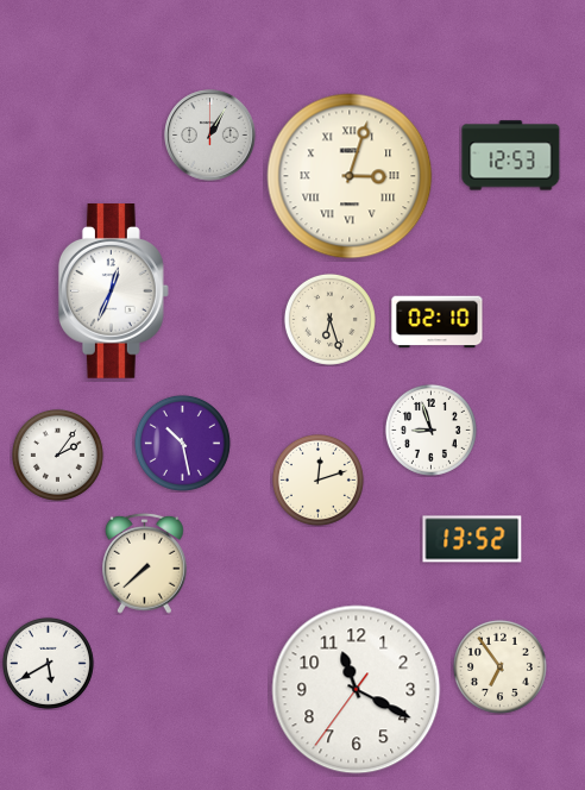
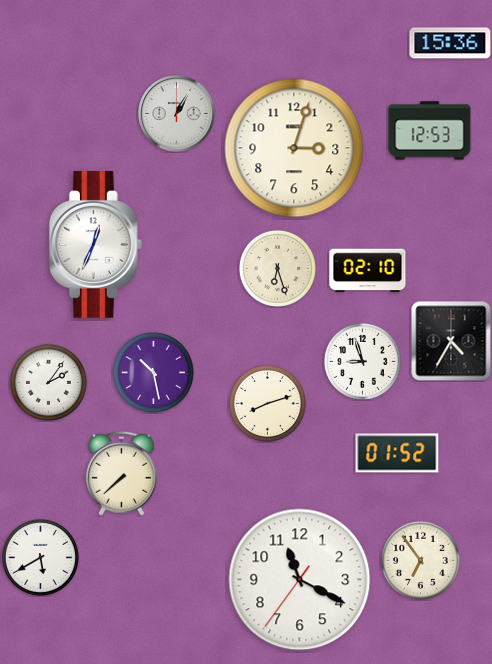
clock at (450, 43): none -> 15:36
clock at (350, 176) numerals: Roman -> Arabic
clock at (451, 341): none -> 4:35
clock at (317, 479): 12:12 -> 8:12
clock at (472, 539): 13:52 -> 01:52
